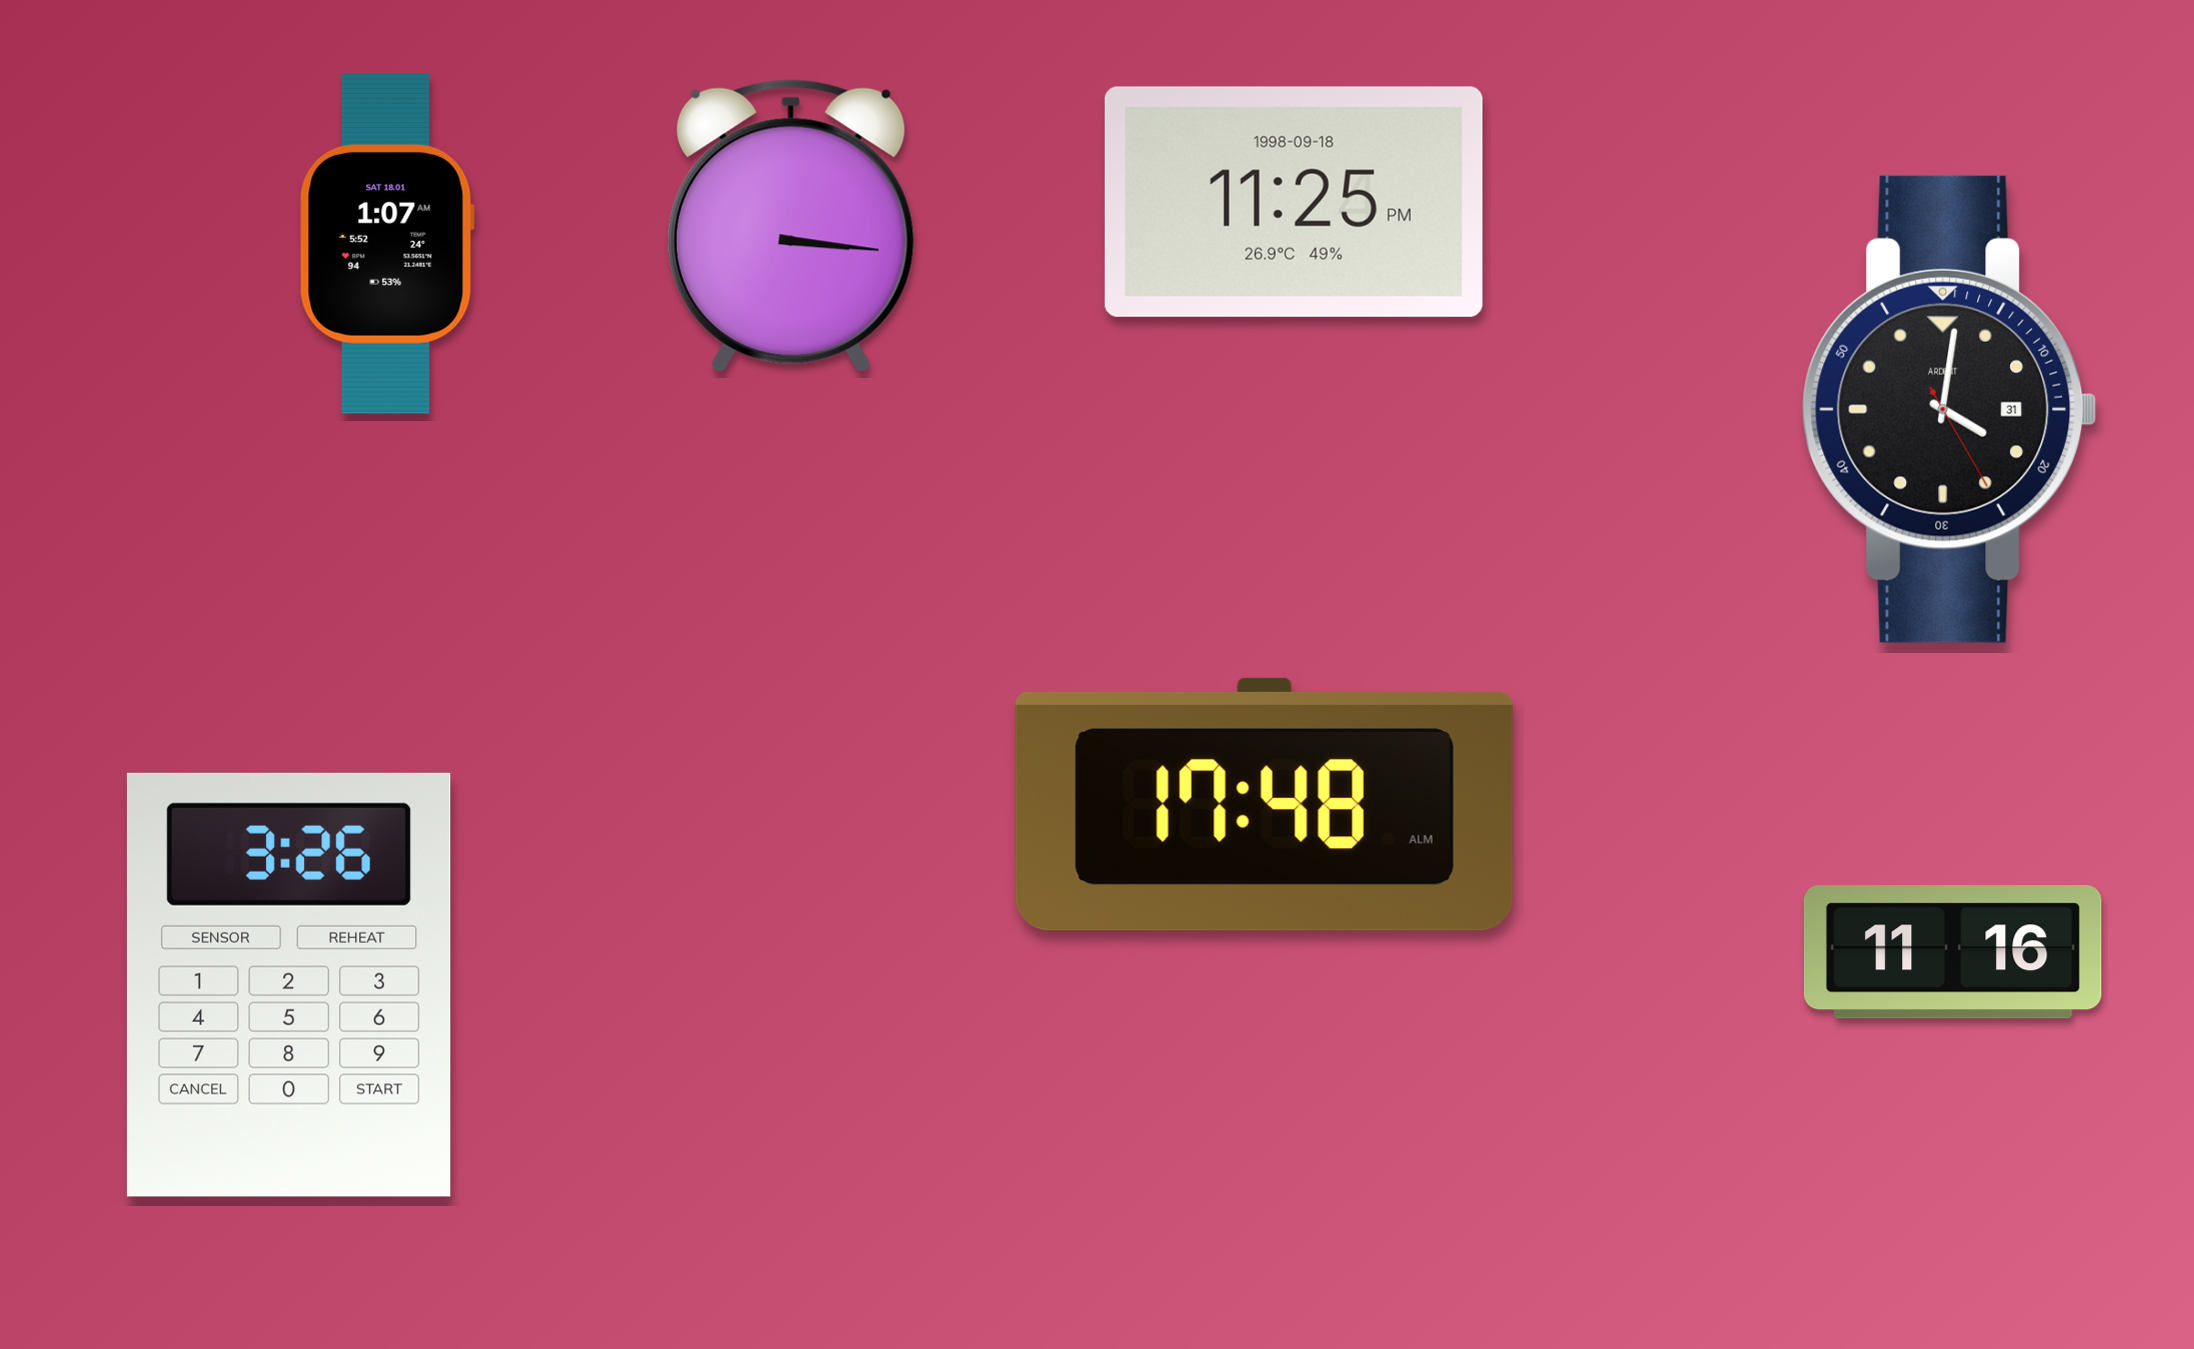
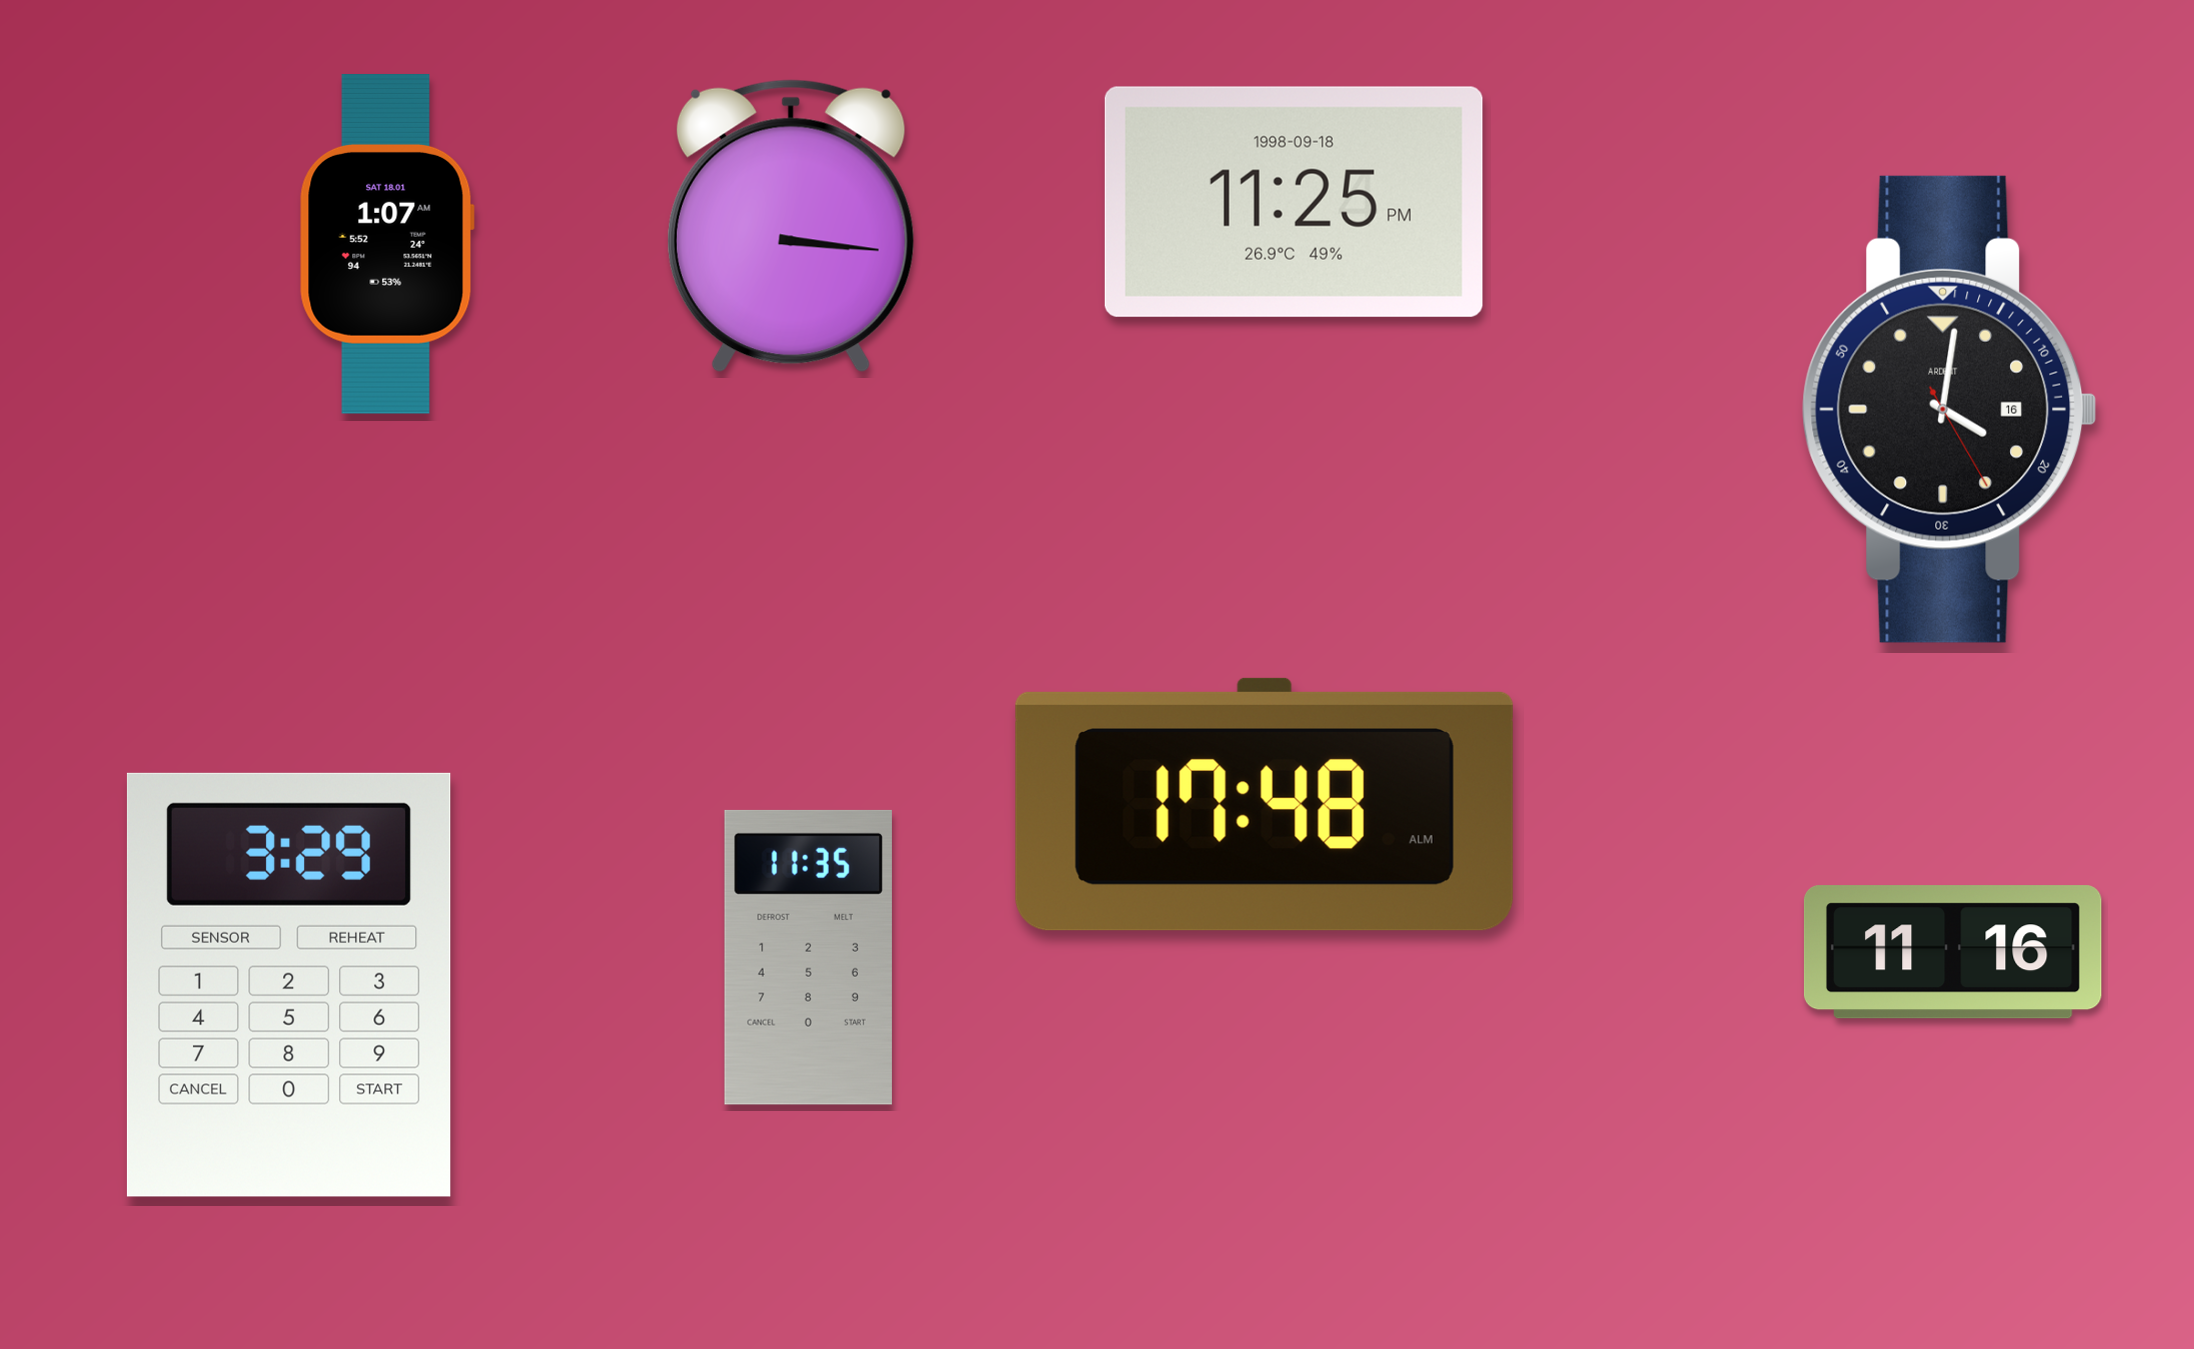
clock at (1950, 409) date: 31 -> 16
clock at (808, 957): none -> 11:35
clock at (289, 985): 3:26 -> 3:29
